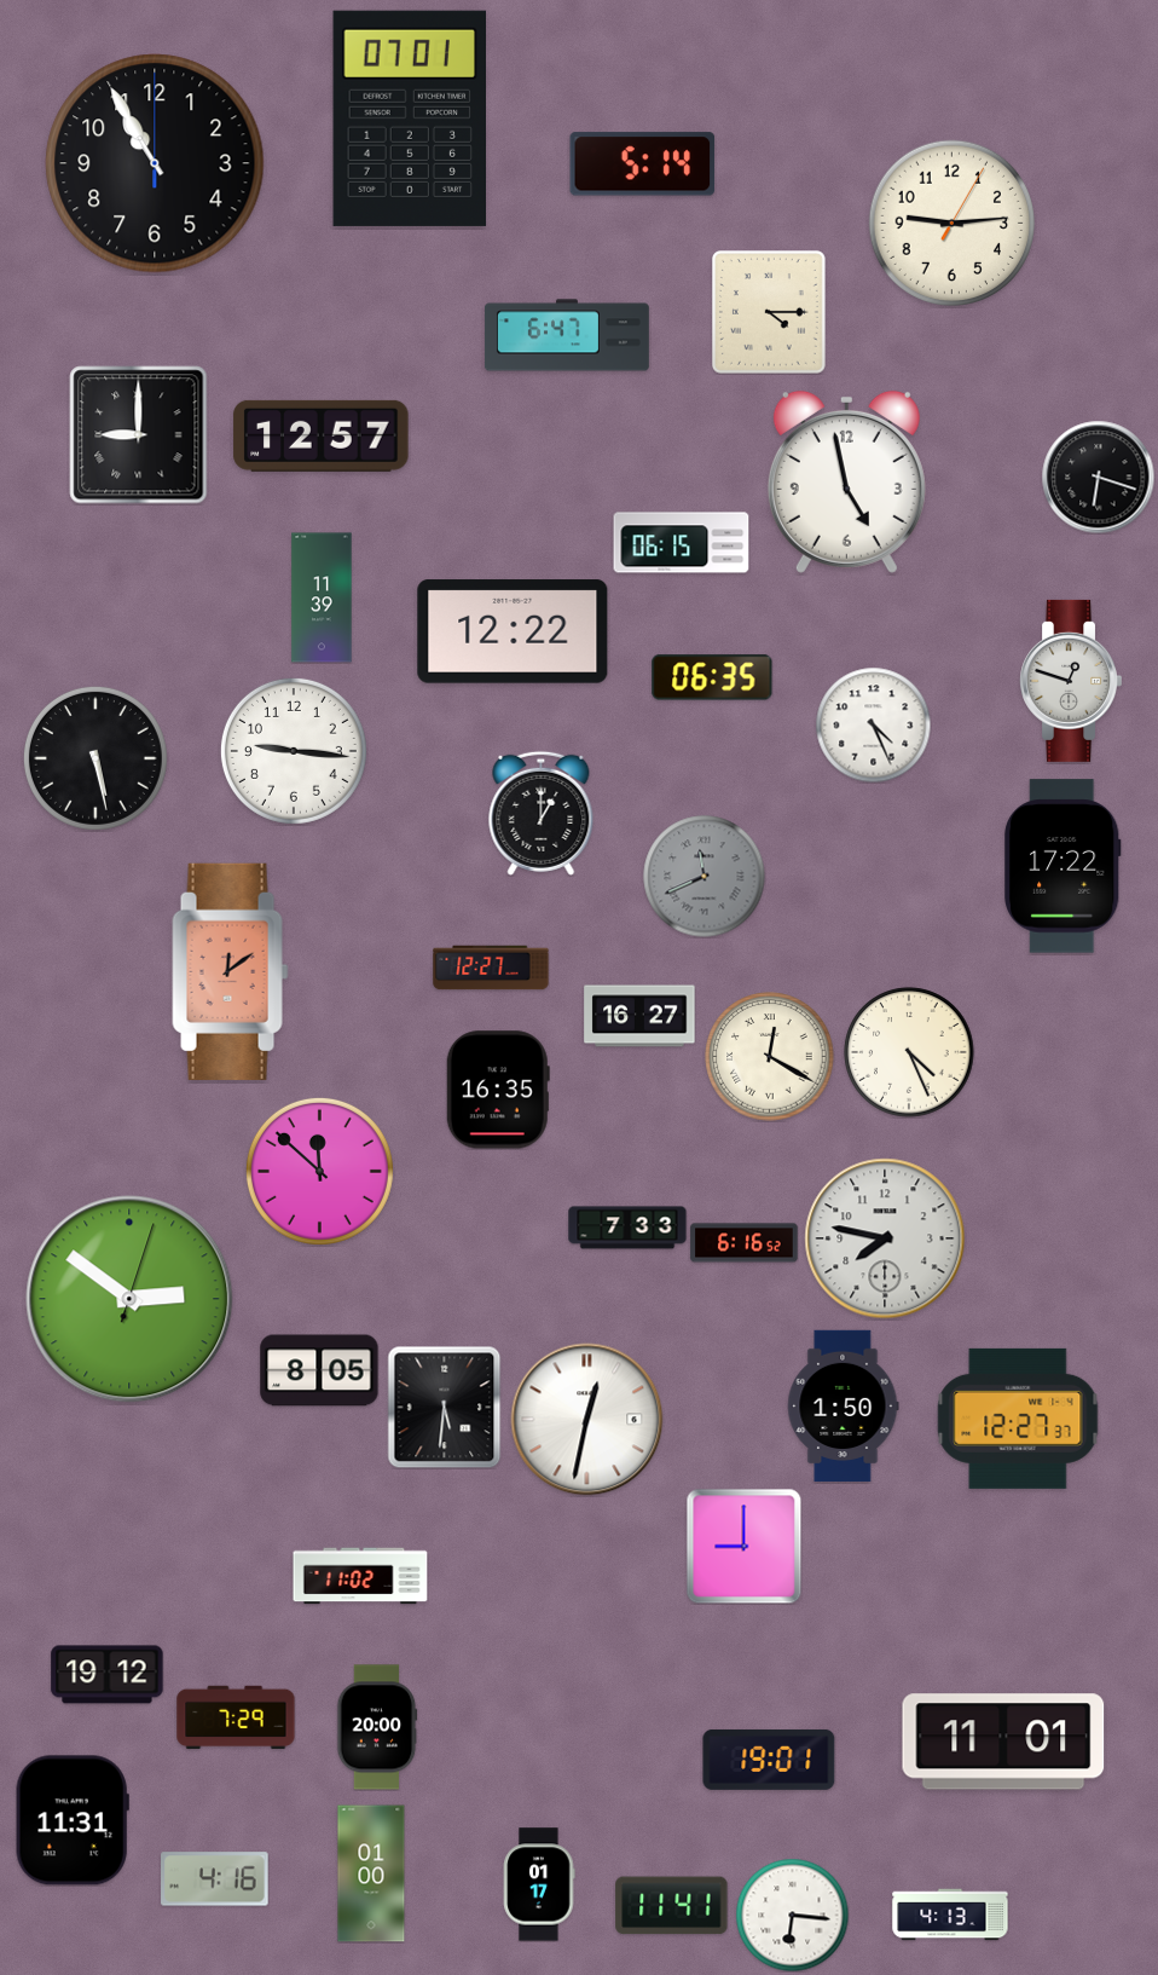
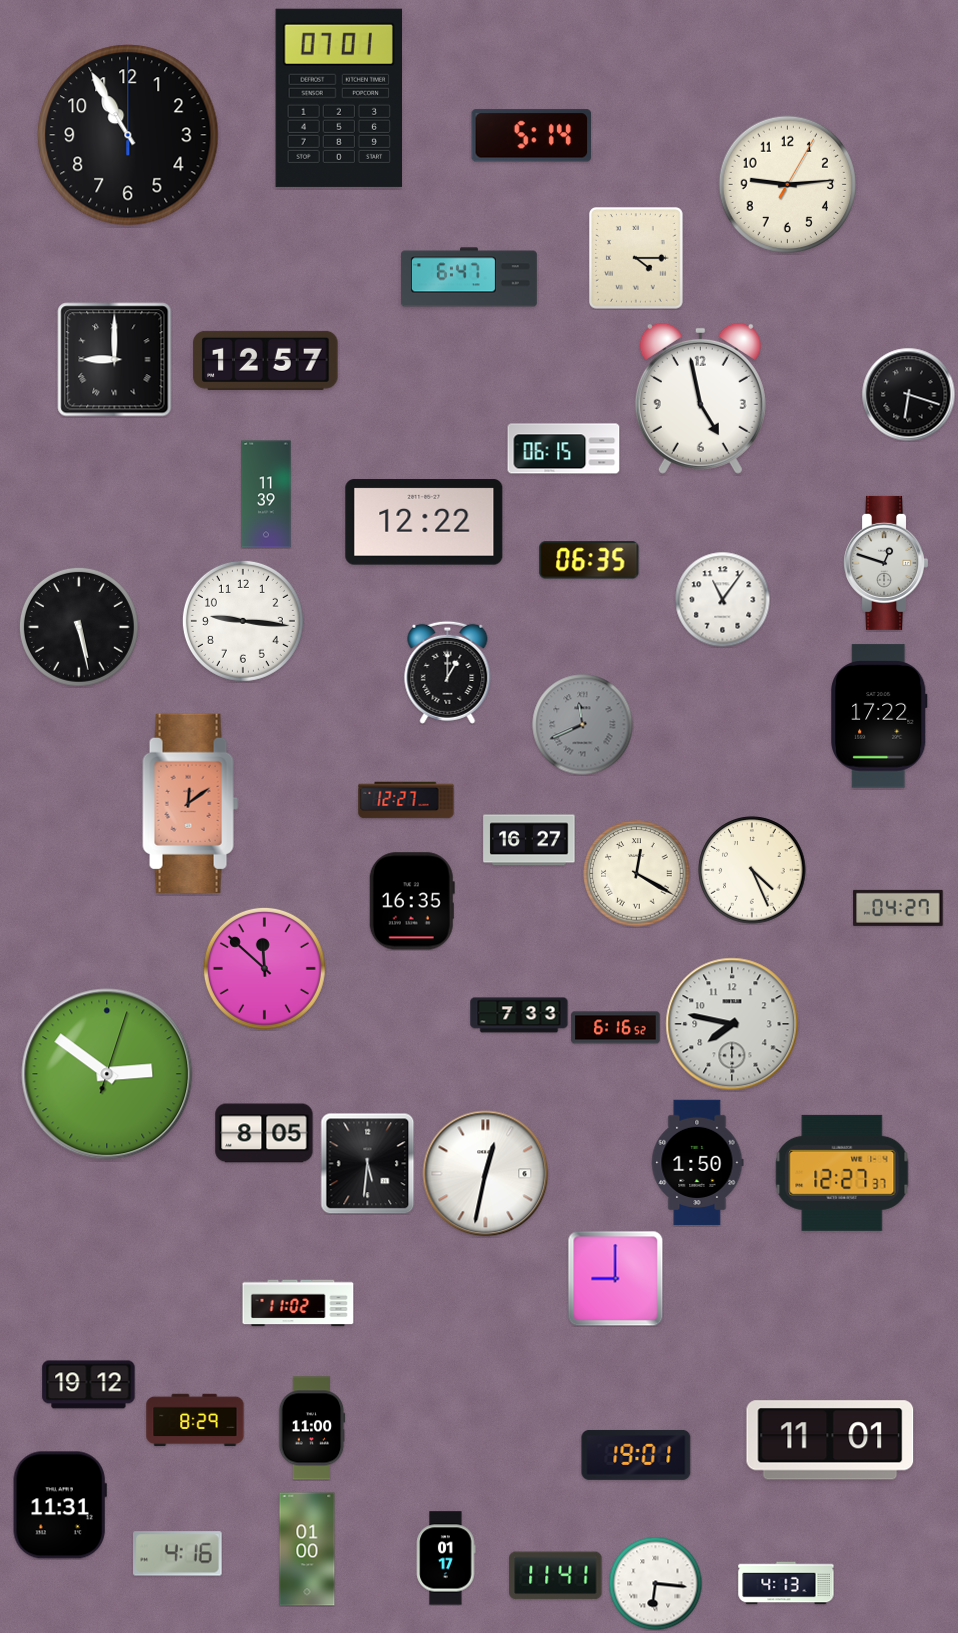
clock at (873, 724): 4:26 -> 11:06
clock at (898, 908): none -> 04:27
clock at (236, 1717): 7:29 -> 8:29
clock at (377, 1727): 20:00 -> 11:00
